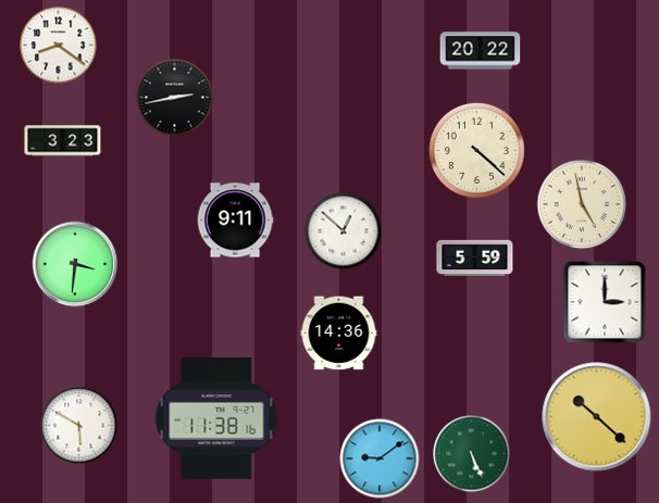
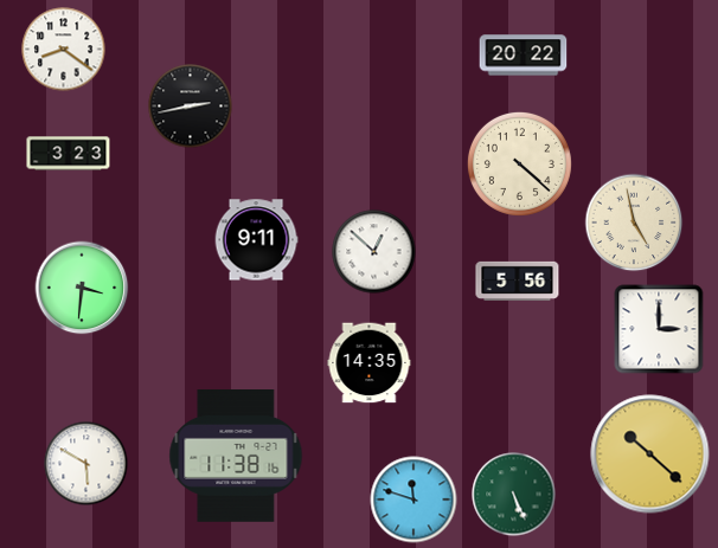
clock at (475, 257): 5:59 -> 5:56
clock at (339, 334): 14:36 -> 14:35
clock at (380, 458): 9:09 -> 11:48
